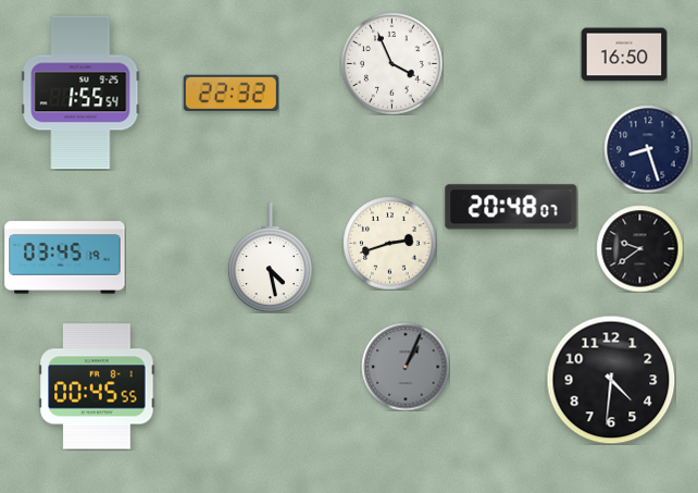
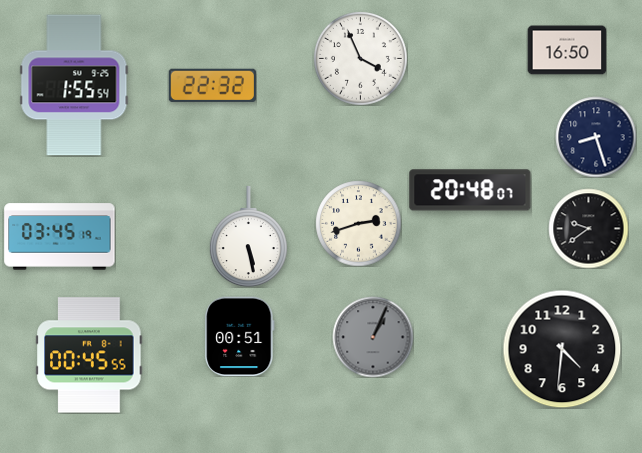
clock at (624, 54) position: (624, 54) -> (567, 50)
clock at (270, 258): 4:28 -> 5:28
clock at (240, 336): none -> 00:51
